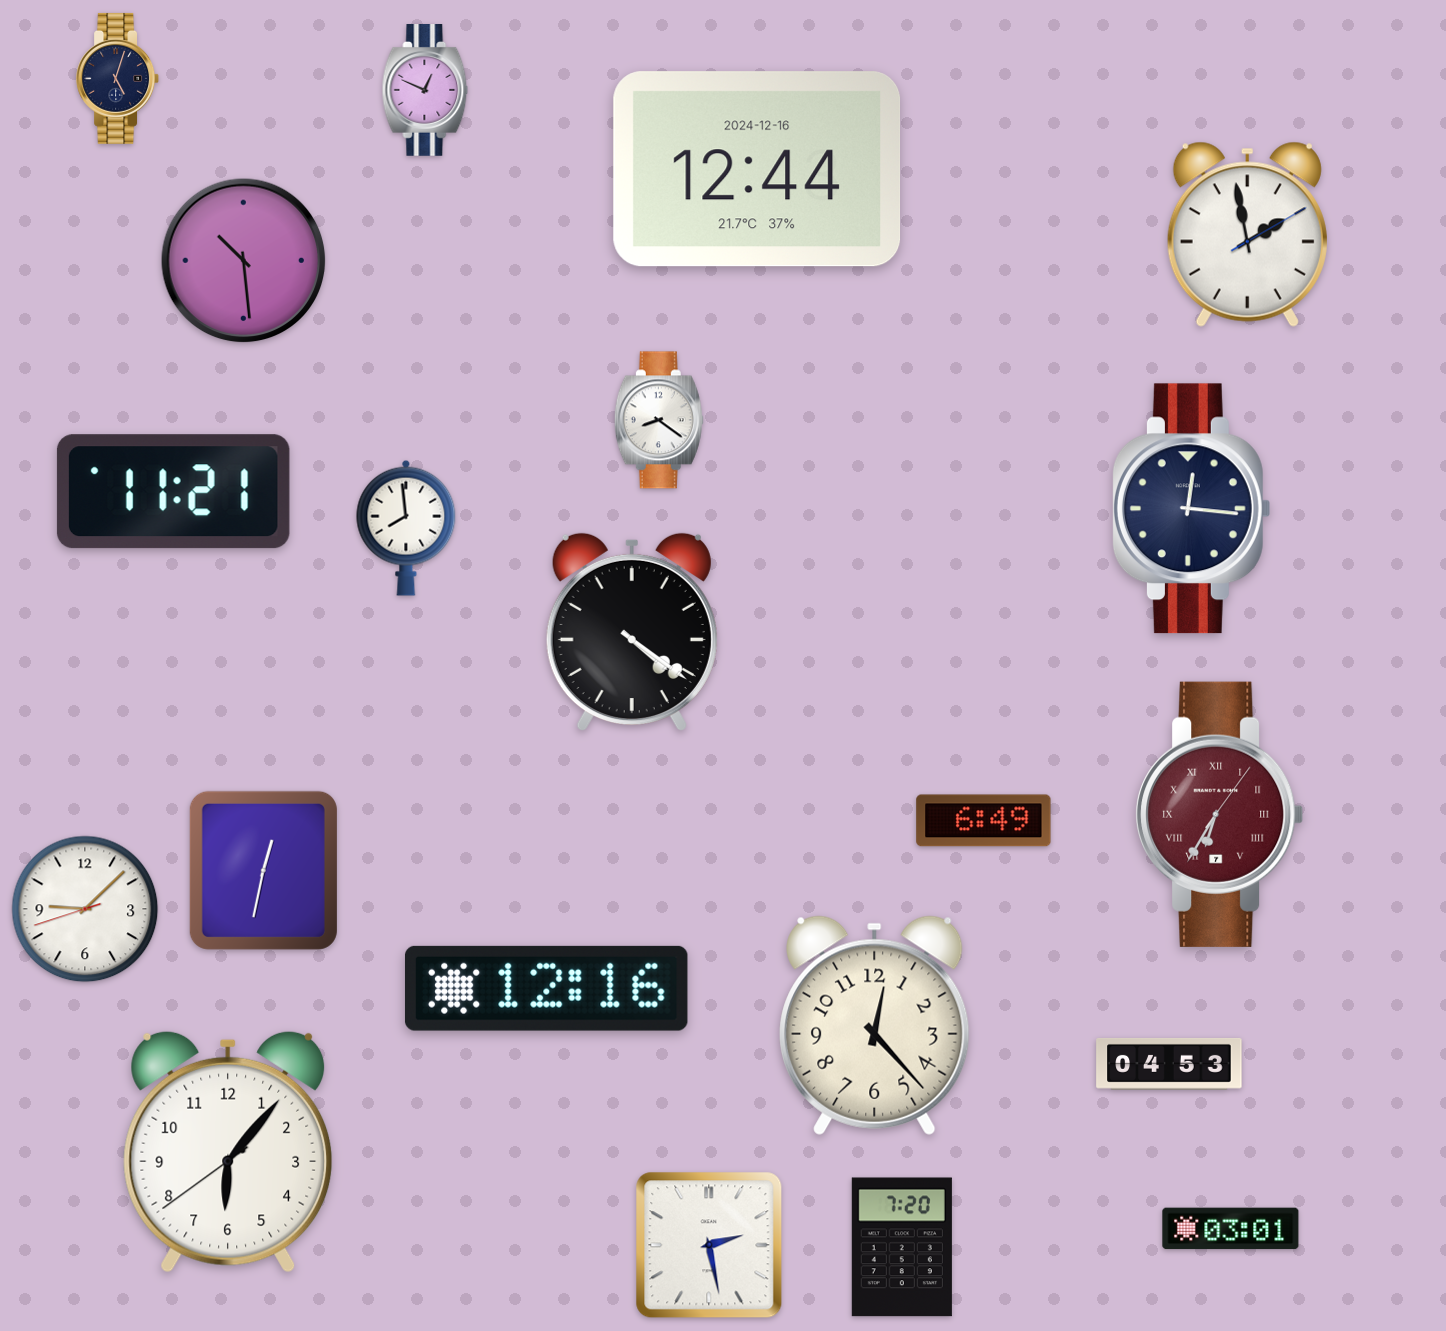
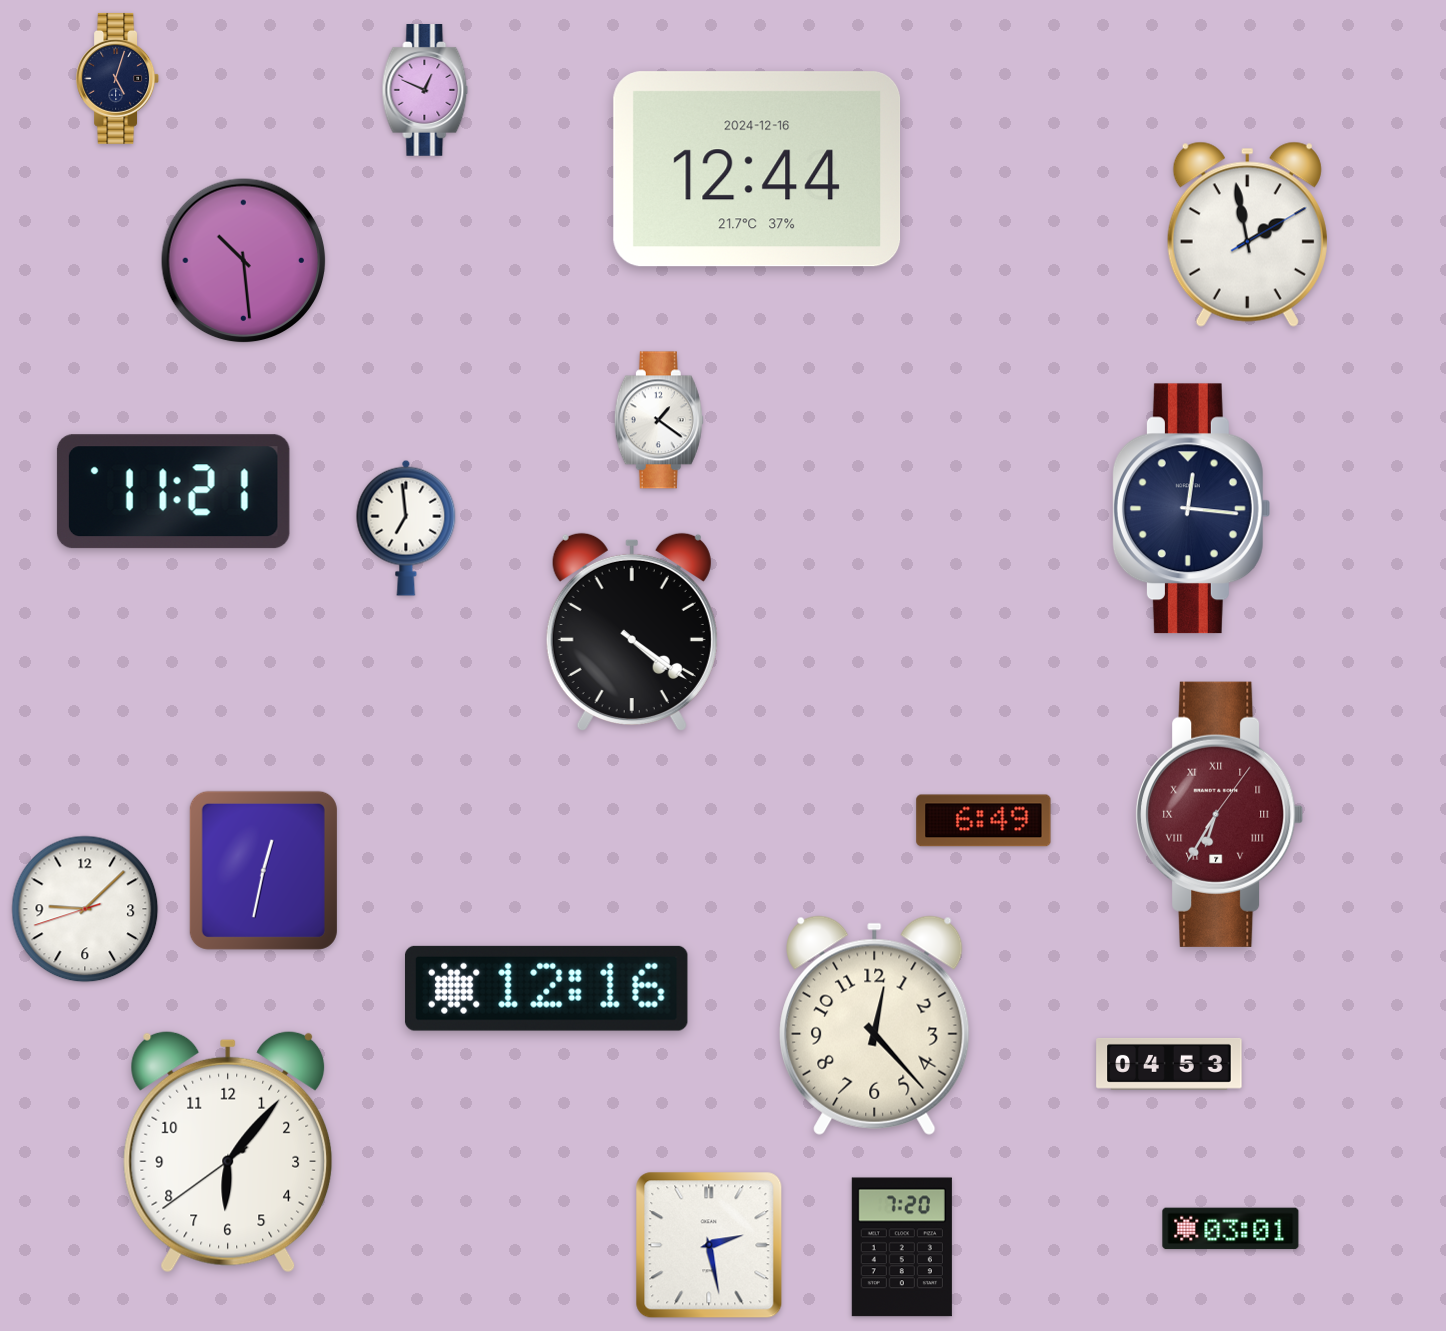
clock at (659, 420): 8:21 -> 1:21
clock at (406, 528): 7:59 -> 6:59
